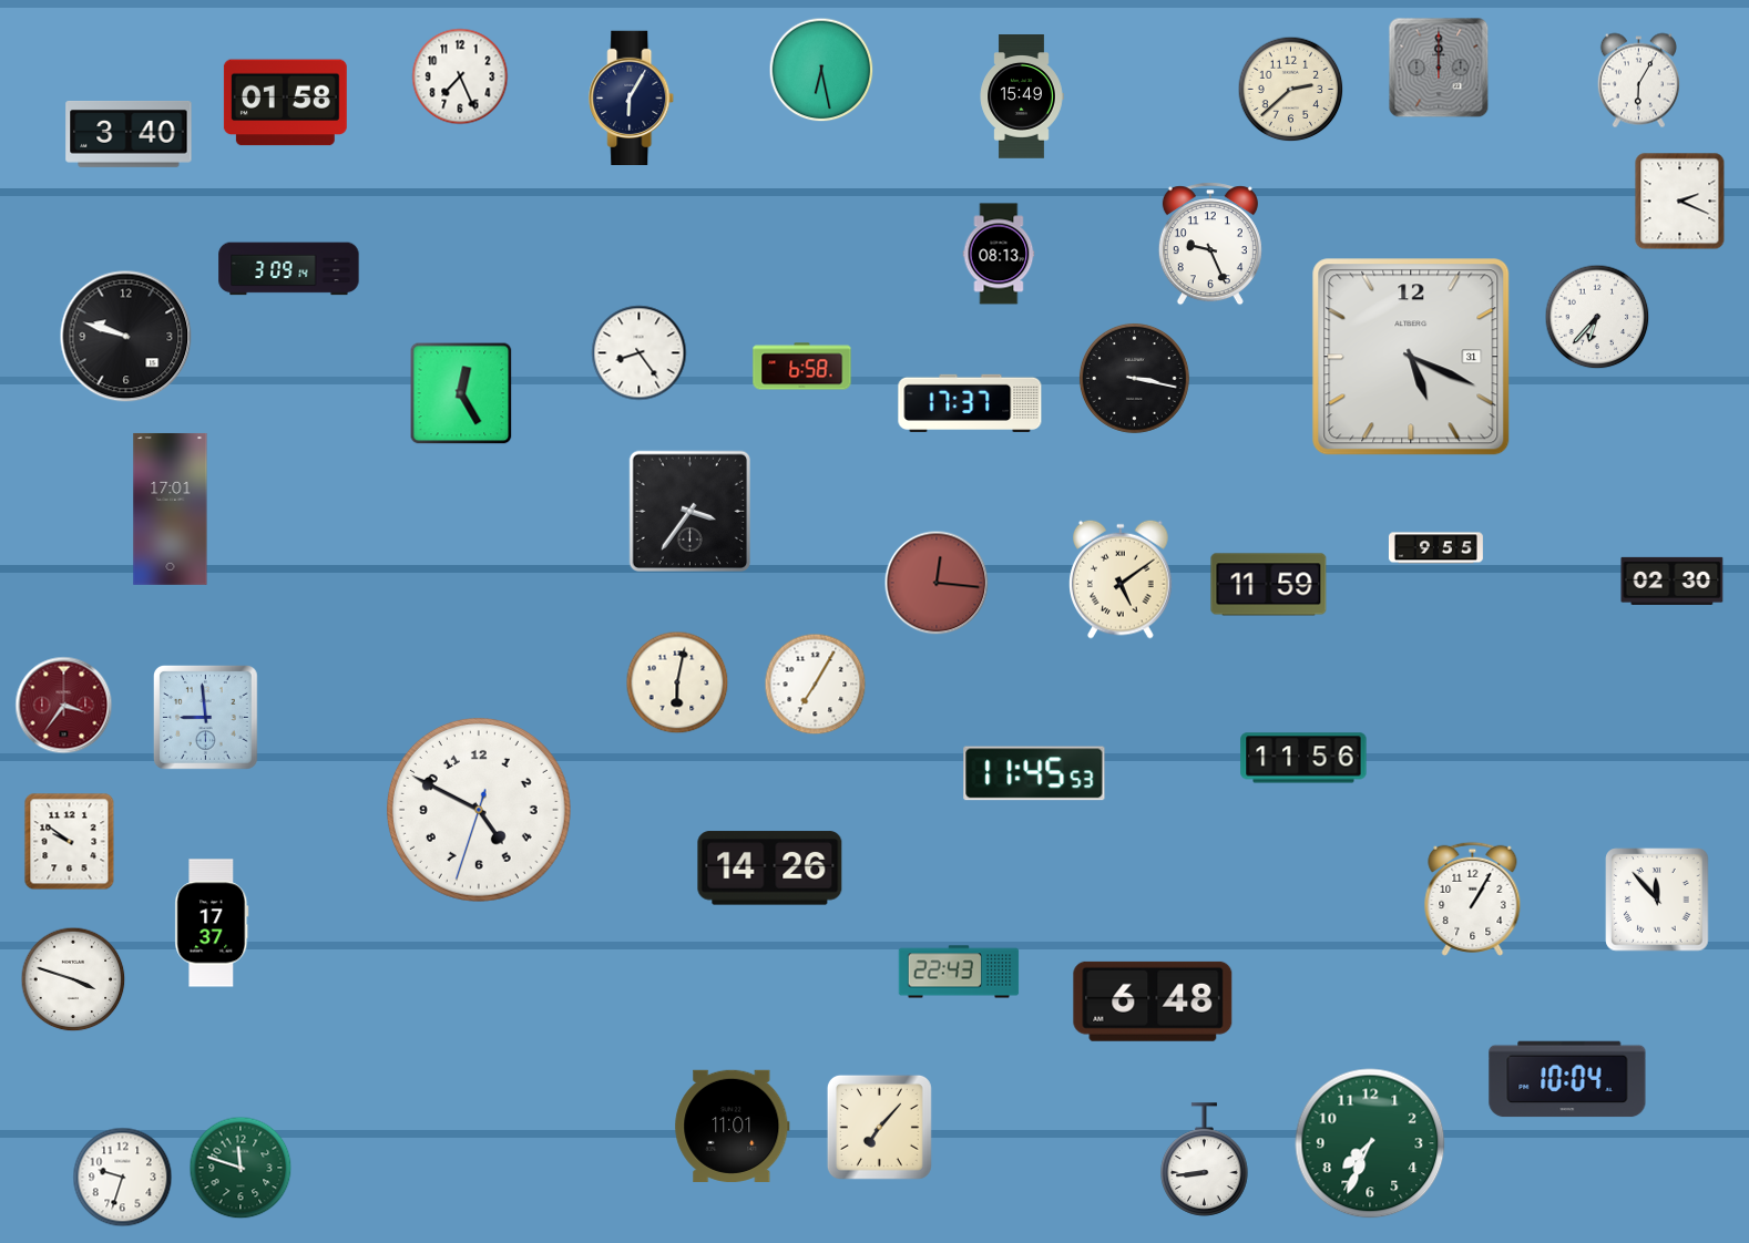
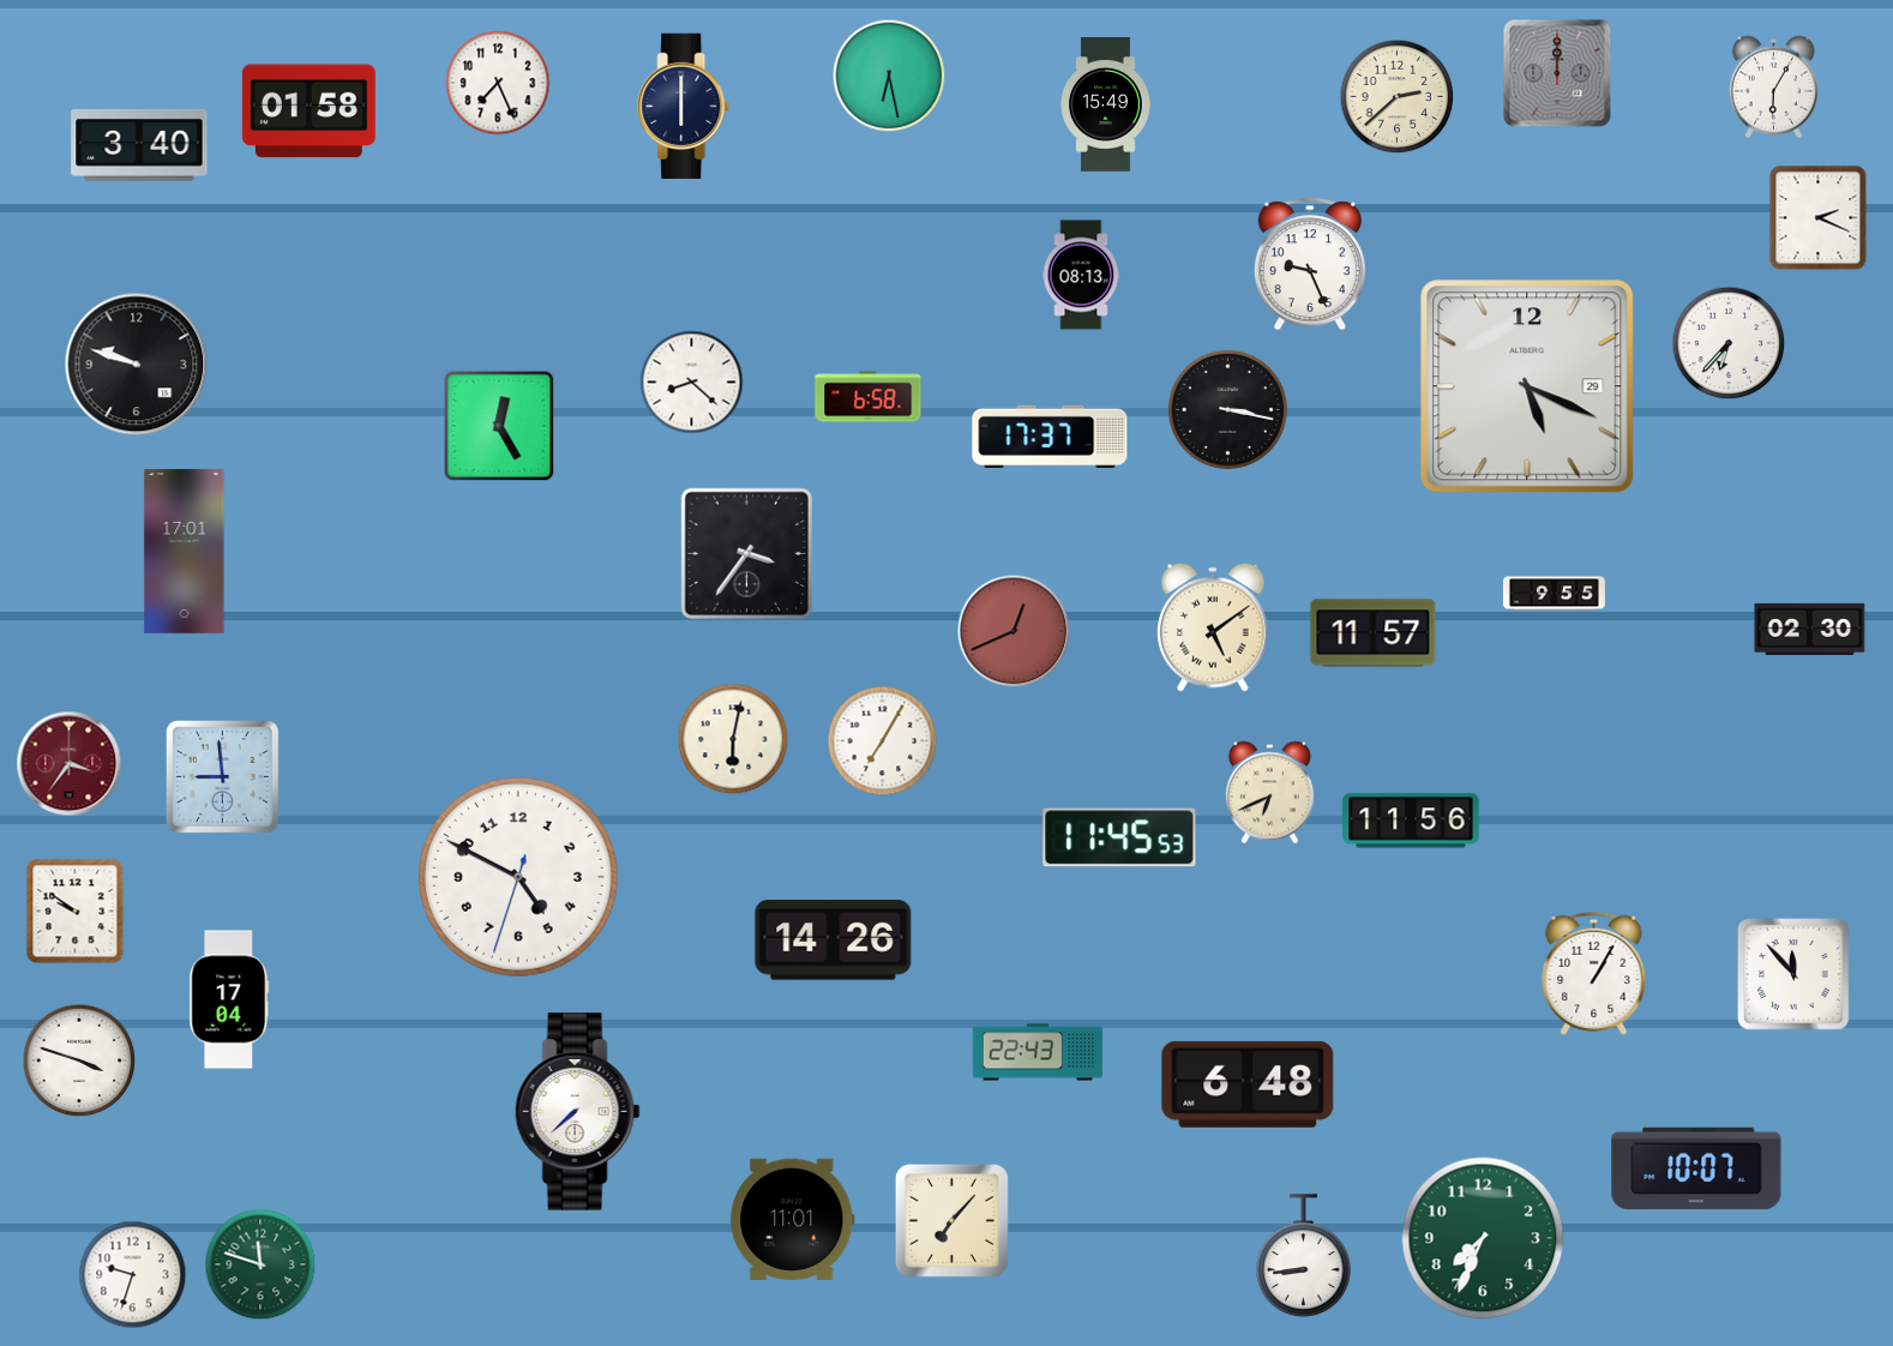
clock at (632, 99): 6:05 -> 6:00
clock at (289, 269): 3:09 -> none
clock at (640, 353): 8:24 -> 8:22
clock at (1411, 357) date: 31 -> 29
clock at (937, 583): 12:16 -> 12:41
clock at (1269, 585): 11:59 -> 11:57
clock at (1269, 793): none -> 6:41
clock at (212, 923): 17:37 -> 17:04
clock at (577, 1112): none -> 7:38
clock at (1567, 1079): 10:04 -> 10:07
